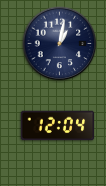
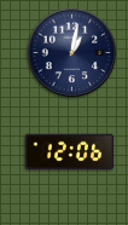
clock at (58, 126): 12:04 -> 12:06
